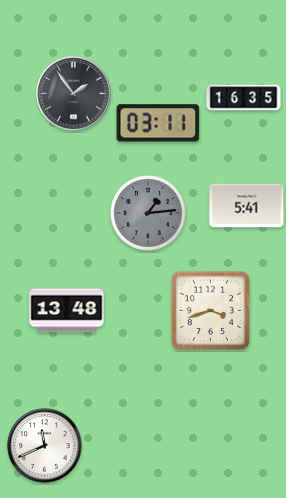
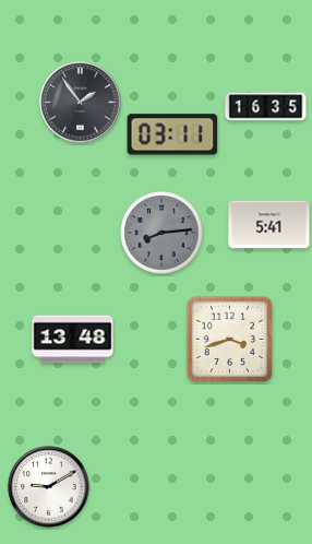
clock at (149, 214): 1:14 -> 8:14
clock at (45, 446): 11:41 -> 9:10
